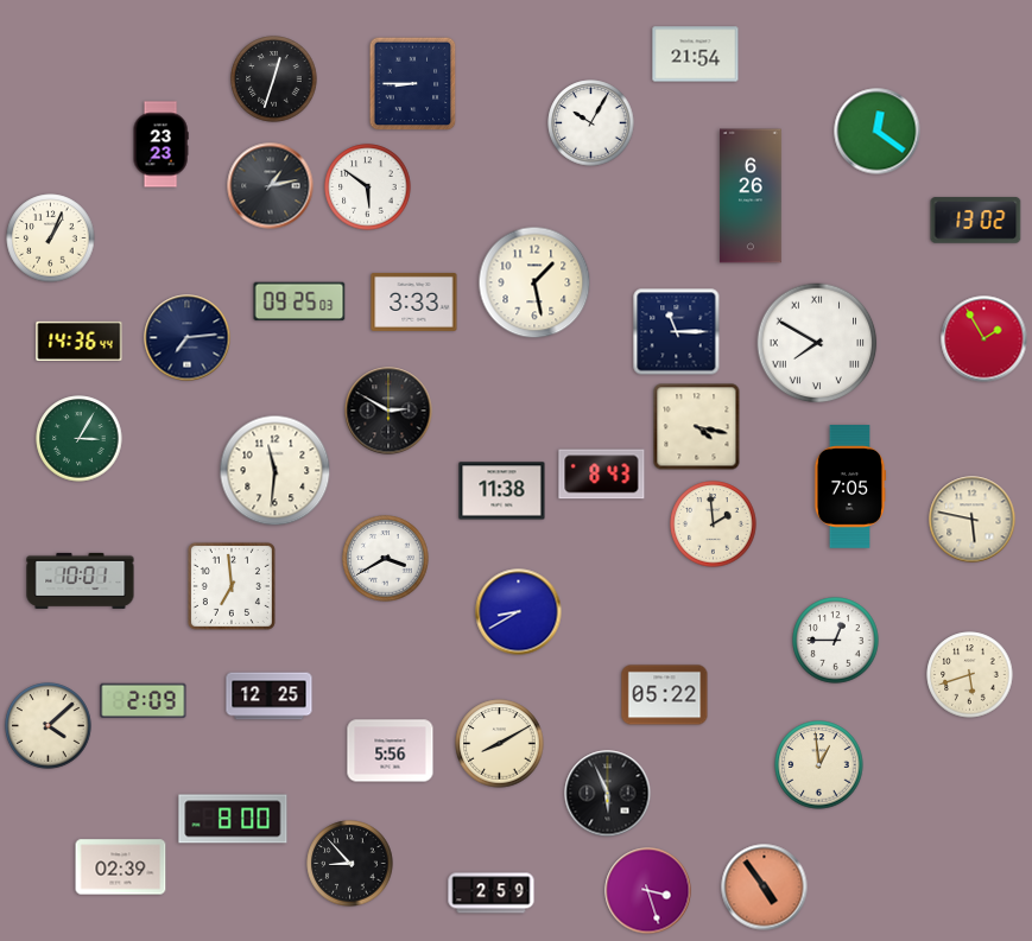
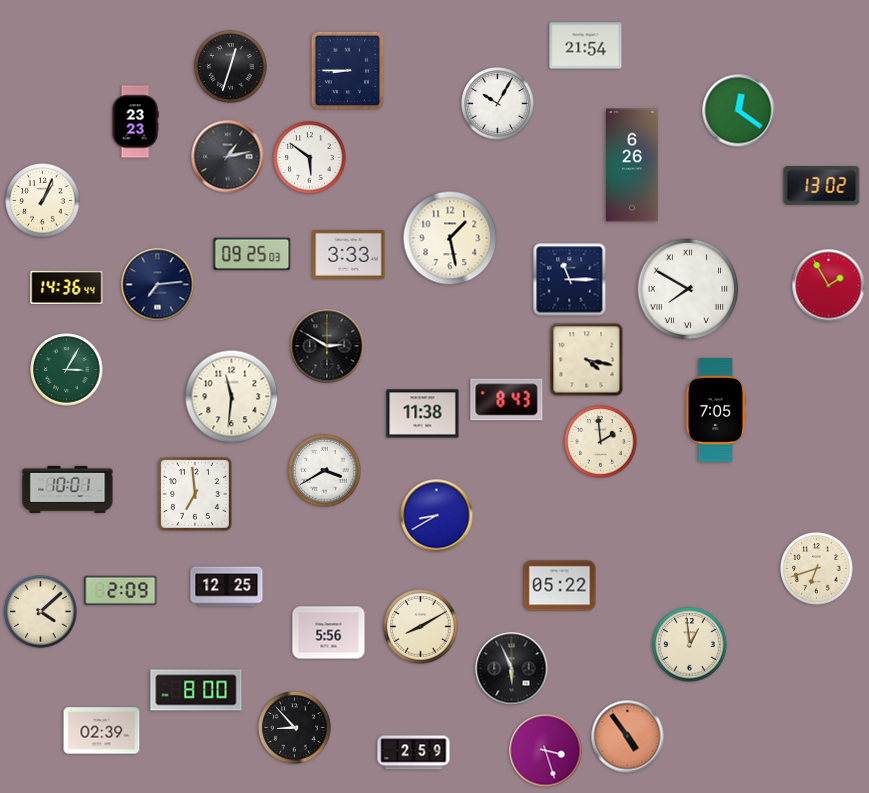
clock at (973, 520): 5:47 -> none
clock at (836, 641): 12:45 -> none
clock at (970, 675): 5:42 -> 6:42
clock at (765, 888) position: (765, 888) -> (628, 737)
